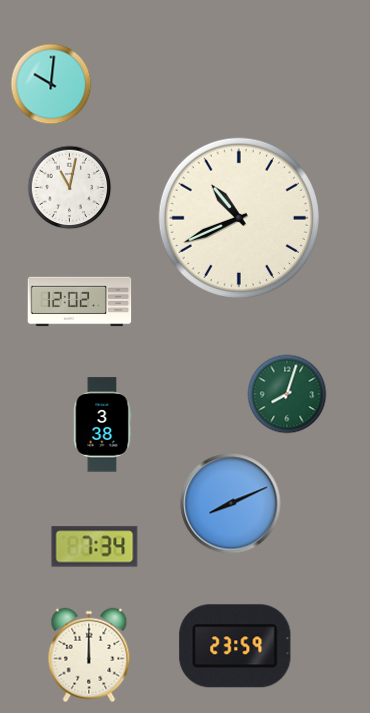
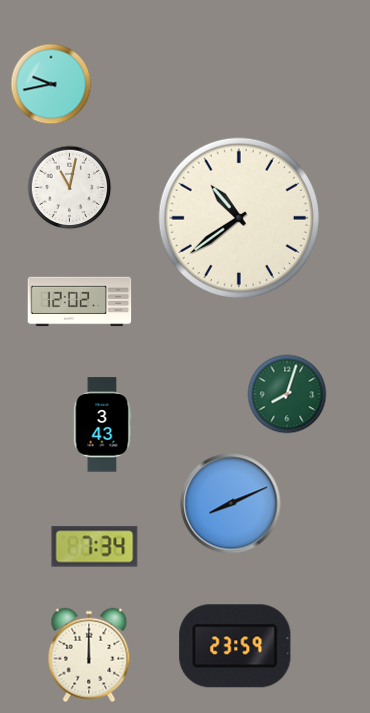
clock at (51, 84): 10:01 -> 9:43
clock at (239, 218): 10:41 -> 10:39
clock at (102, 425): 3:38 -> 3:43
